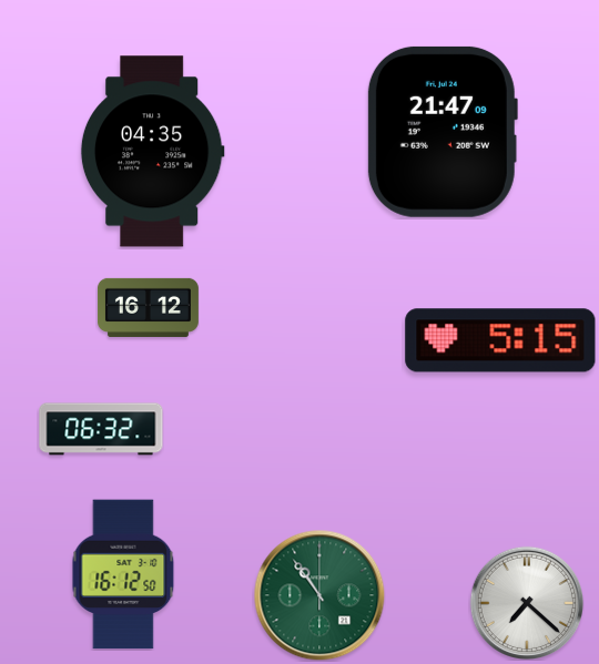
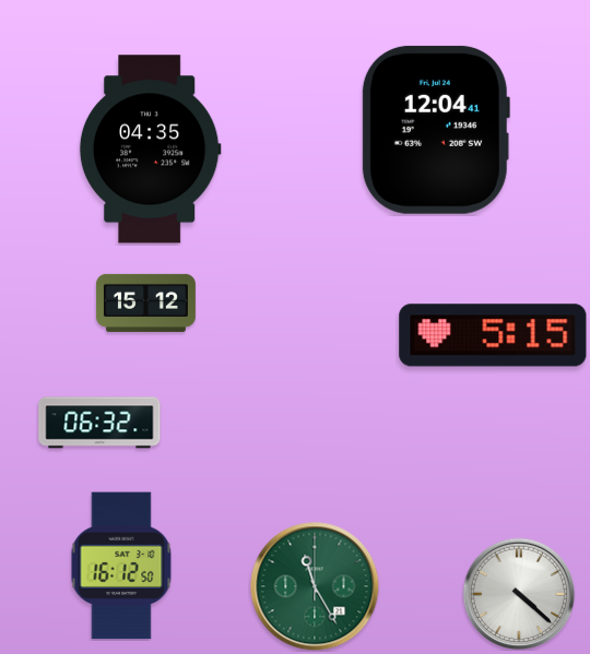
clock at (441, 132): 21:47 -> 12:04
clock at (148, 307): 16:12 -> 15:12
clock at (319, 595): 10:54 -> 11:25
clock at (527, 603): 7:22 -> 4:22
